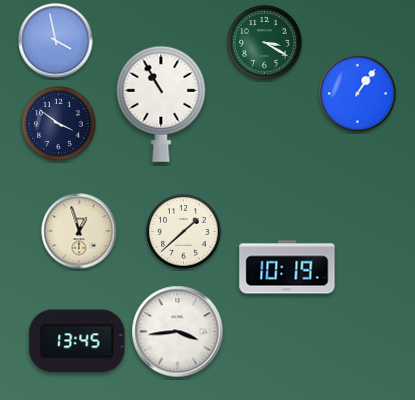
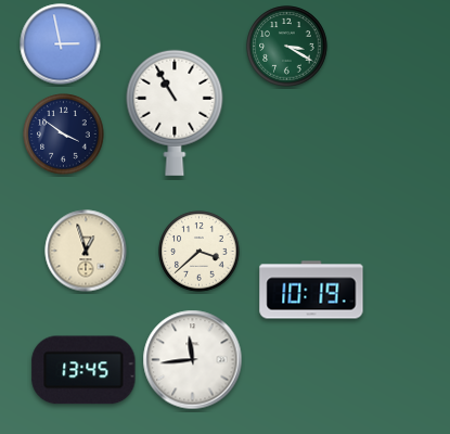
clock at (56, 41): 3:58 -> 2:58
clock at (358, 94): 1:06 -> none
clock at (184, 232): 1:38 -> 3:38
clock at (178, 332): 3:44 -> 11:44
